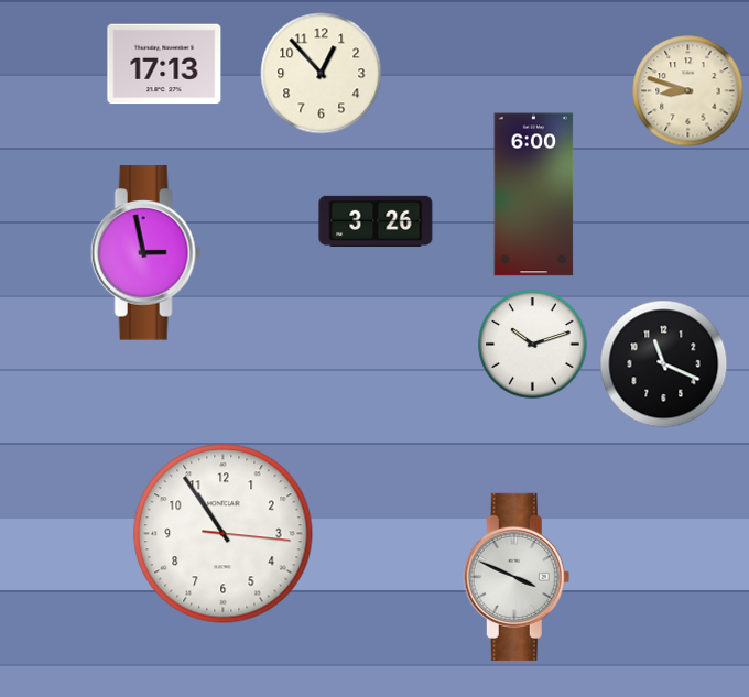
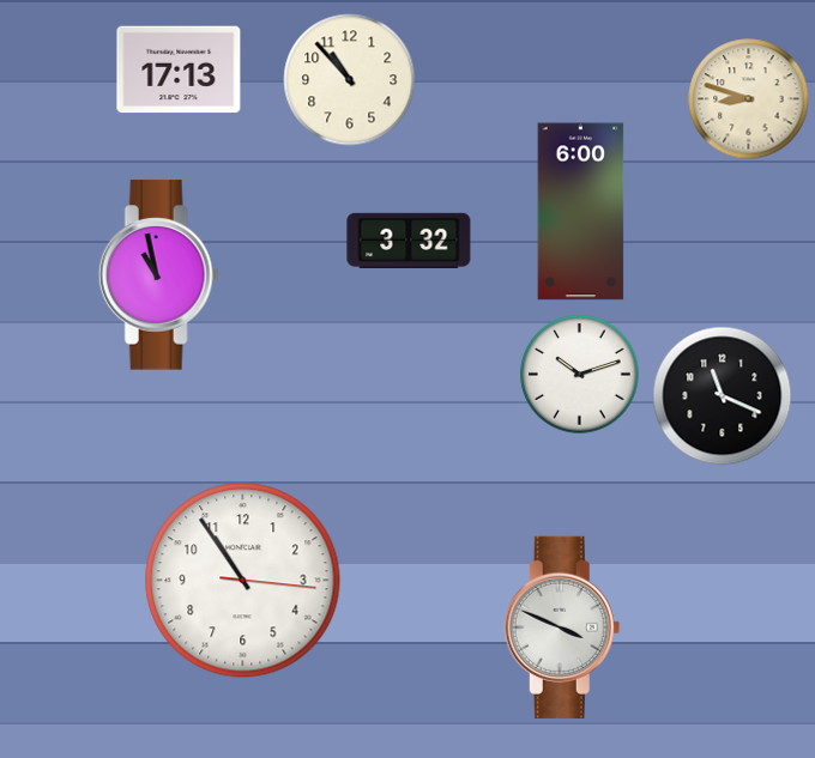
clock at (322, 74): 12:53 -> 10:53
clock at (376, 221): 3:26 -> 3:32
clock at (145, 253): 2:58 -> 10:58
